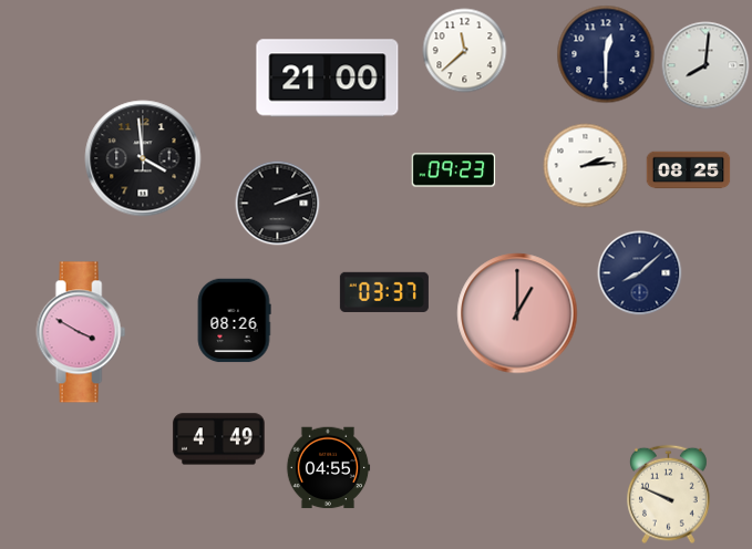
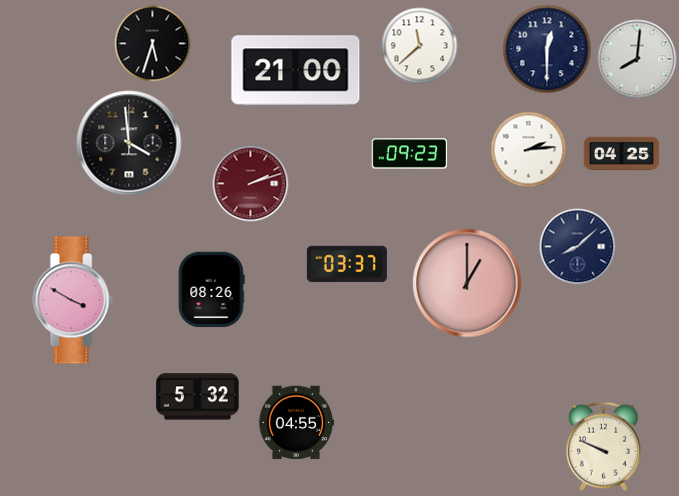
clock at (153, 44): none -> 5:33
clock at (689, 170): 08:25 -> 04:25
clock at (278, 204) dial: black -> burgundy
clock at (218, 439): 4:49 -> 5:32
